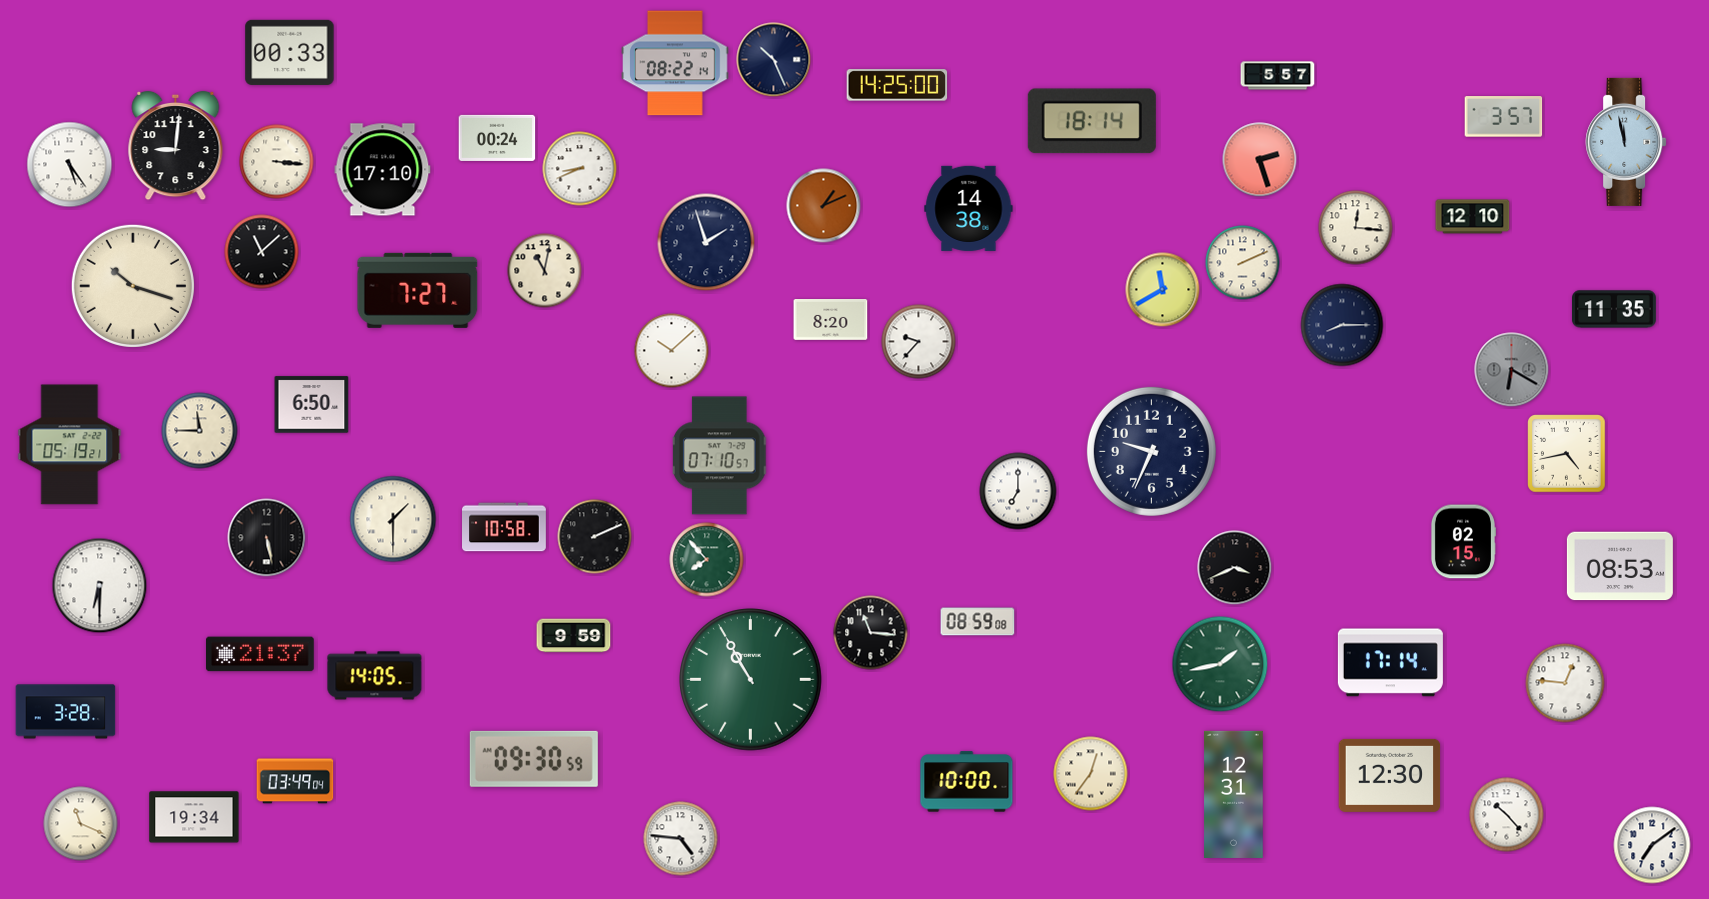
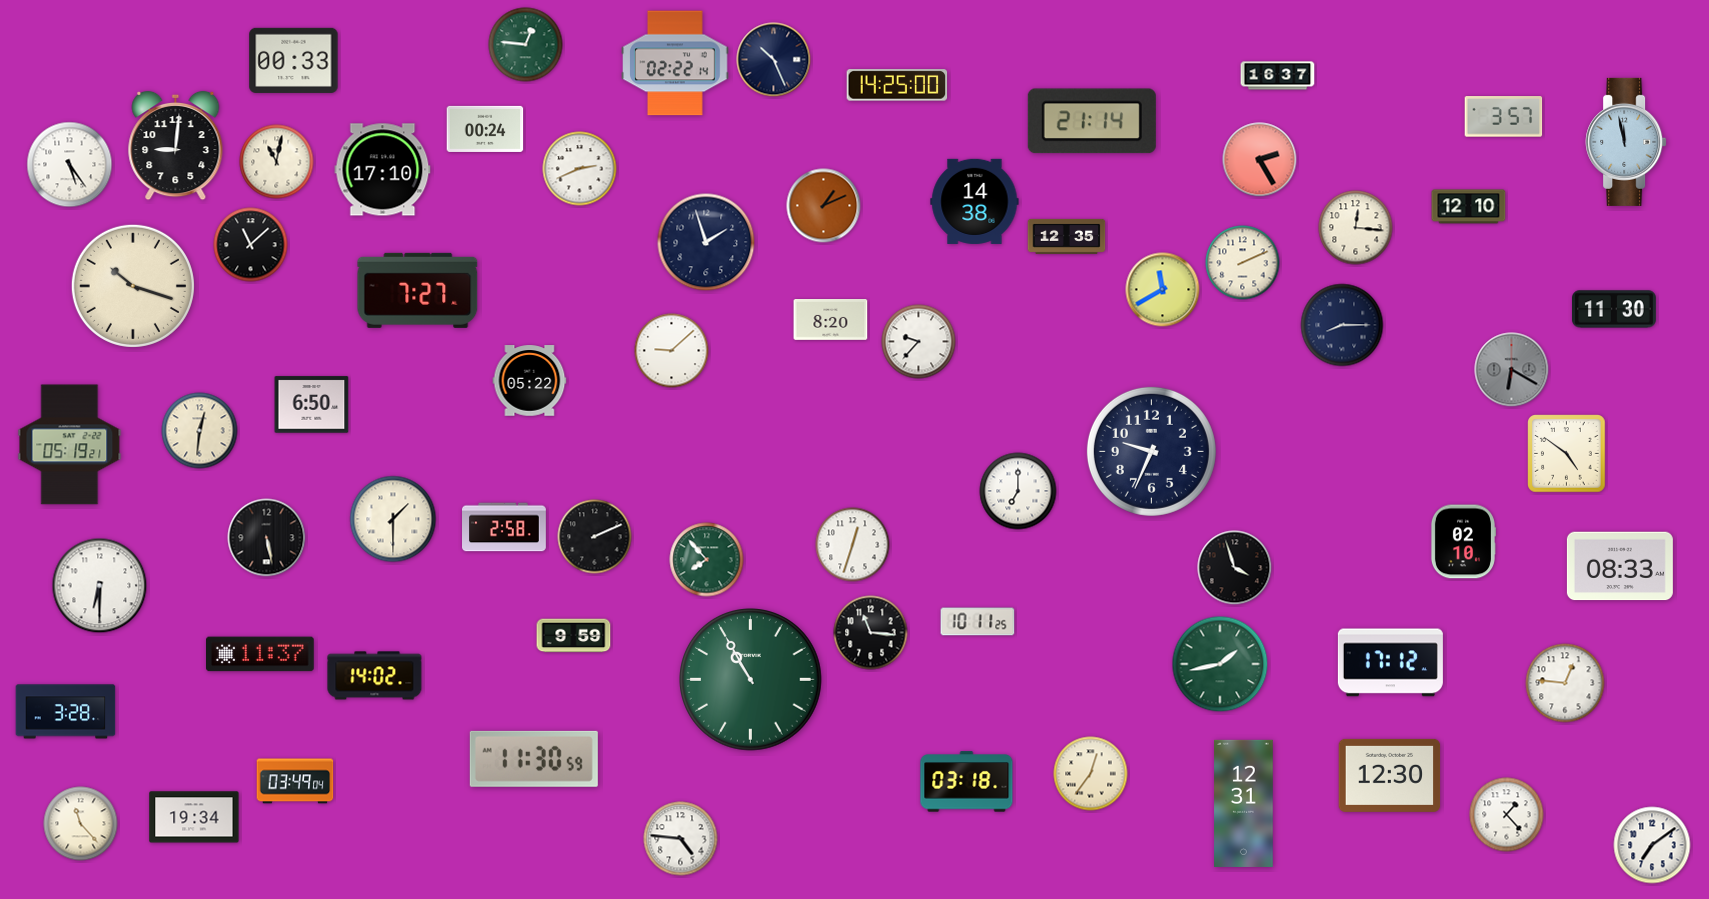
clock at (526, 45): none -> 12:46
clock at (290, 52) position: (290, 52) -> (294, 60)
clock at (676, 63): 08:22 -> 02:22
clock at (1278, 76): 5:57 -> 16:37
clock at (1092, 121): 18:14 -> 21:14
clock at (497, 138) position: (497, 138) -> (485, 129)
clock at (1260, 160): 2:27 -> 2:25
clock at (277, 162): 3:16 -> 11:02
clock at (580, 169): 8:41 -> 2:41
clock at (969, 208) position: (969, 208) -> (975, 201)
clock at (1473, 217) position: (1473, 217) -> (1469, 207)
clock at (1067, 236): none -> 12:35
clock at (262, 252) position: (262, 252) -> (251, 245)
clock at (545, 271): 11:02 -> none
clock at (1615, 309): 11:35 -> 11:30
clock at (672, 351): 10:08 -> 9:08
clock at (530, 381): none -> 05:22
clock at (200, 431): 11:45 -> 12:31
clock at (1567, 454): 4:43 -> 4:51
clock at (721, 456): 07:10 -> none
clock at (505, 527): 10:58 -> 2:58
clock at (1463, 542): 02:15 -> 02:10
clock at (853, 545): none -> 12:33
clock at (1620, 566): 08:53 -> 08:33
clock at (1235, 568): 3:41 -> 3:57
clock at (978, 622): 08:59 -> 10:11
clock at (261, 654): 21:37 -> 11:37
clock at (1390, 663): 17:14 -> 17:12
clock at (375, 676): 14:05 -> 14:02
clock at (534, 759): 09:30 -> 11:30
clock at (967, 782): 10:00 -> 03:18
clock at (1234, 794) position: (1234, 794) -> (1244, 803)
clock at (1507, 815): 10:23 -> 1:23
clock at (81, 824): 11:19 -> 11:23
